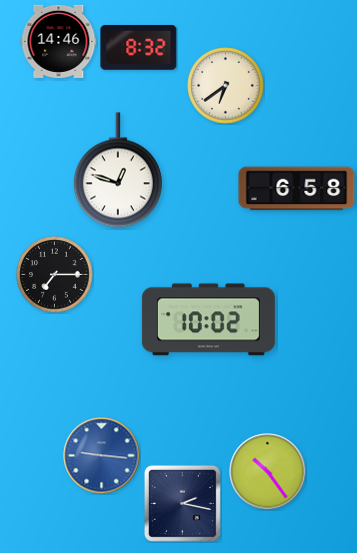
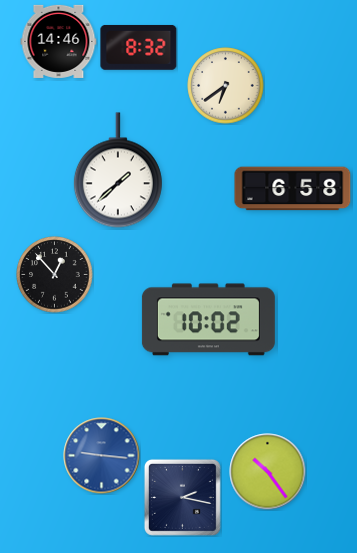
clock at (118, 170): 12:48 -> 1:38
clock at (297, 189) position: (297, 189) -> (293, 189)
clock at (55, 275): 7:15 -> 12:53
clock at (182, 503) position: (182, 503) -> (182, 497)
